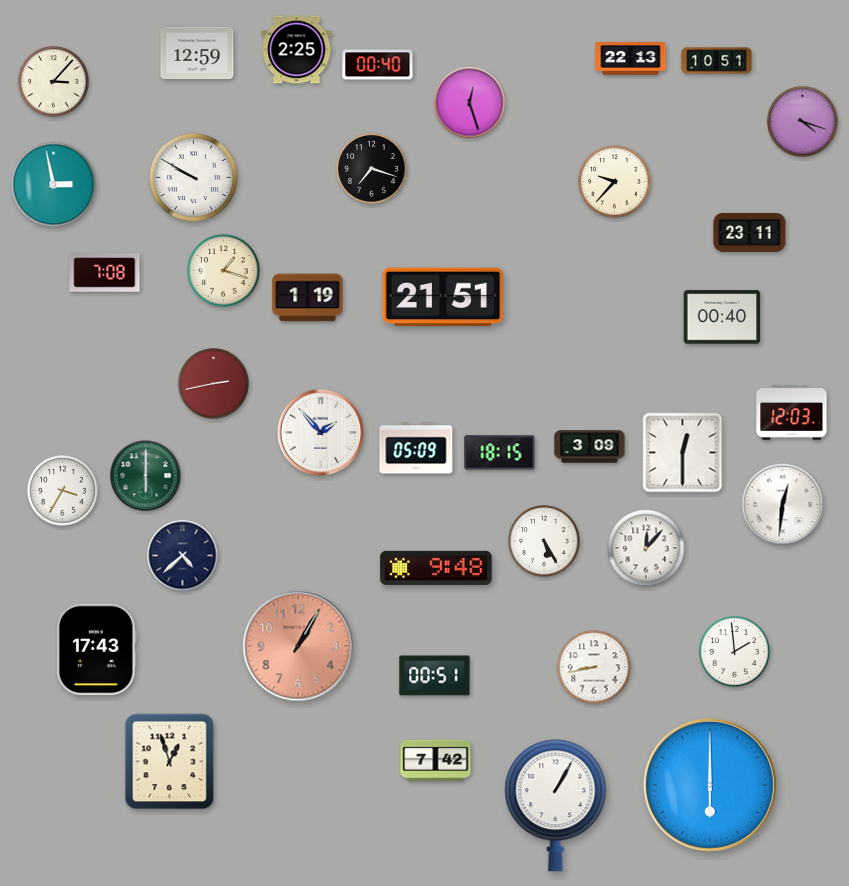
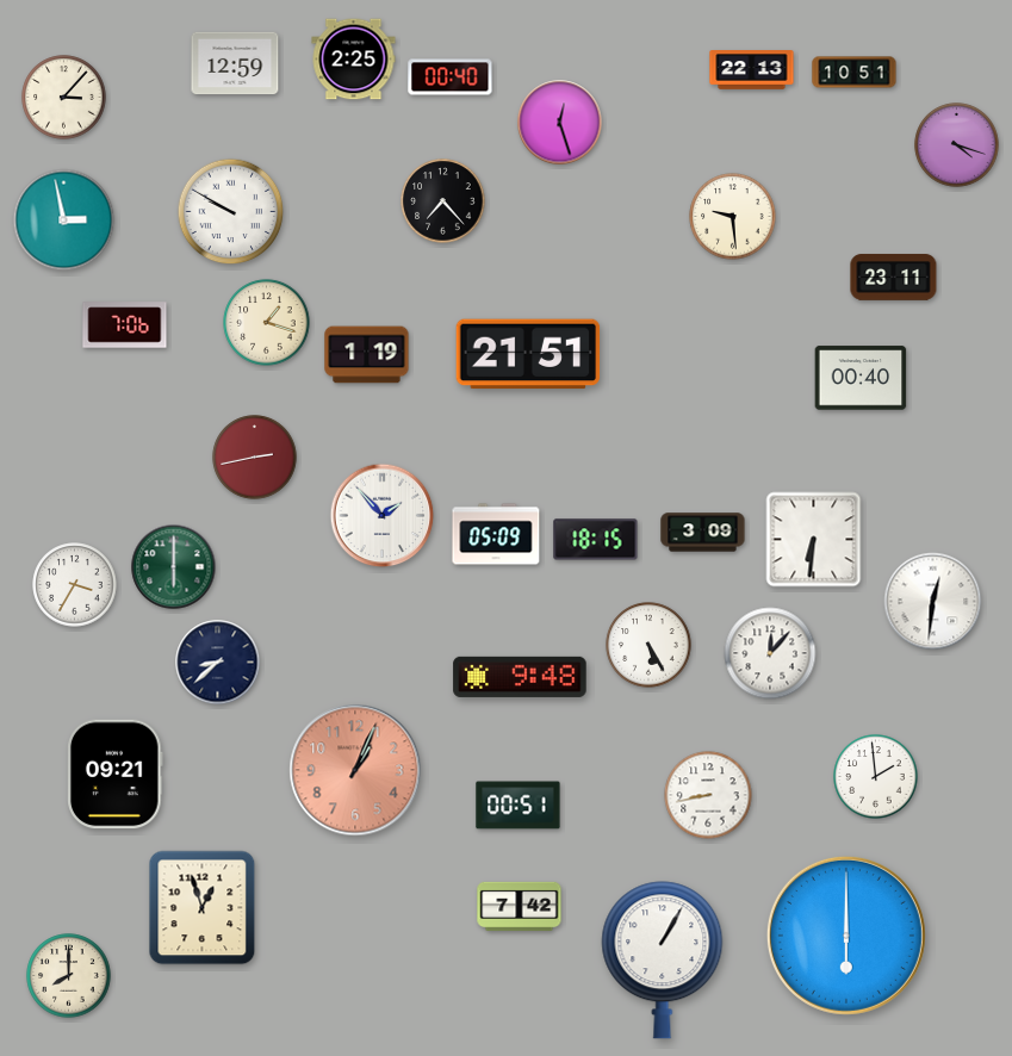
clock at (372, 169): 7:18 -> 7:23
clock at (615, 182): 9:37 -> 9:29
clock at (105, 273): 7:08 -> 7:06
clock at (792, 413): 12:03 -> none
clock at (683, 453): 12:30 -> 6:31
clock at (183, 556): 4:38 -> 8:38
clock at (298, 646): 1:05 -> 1:04
clock at (97, 650): 17:43 -> 09:21
clock at (69, 976): none -> 8:00
